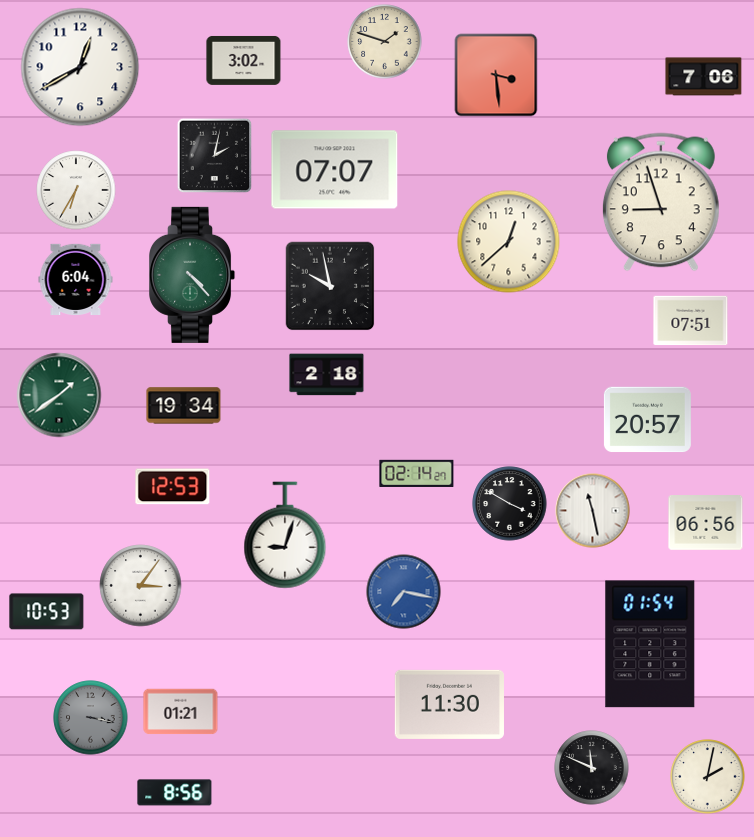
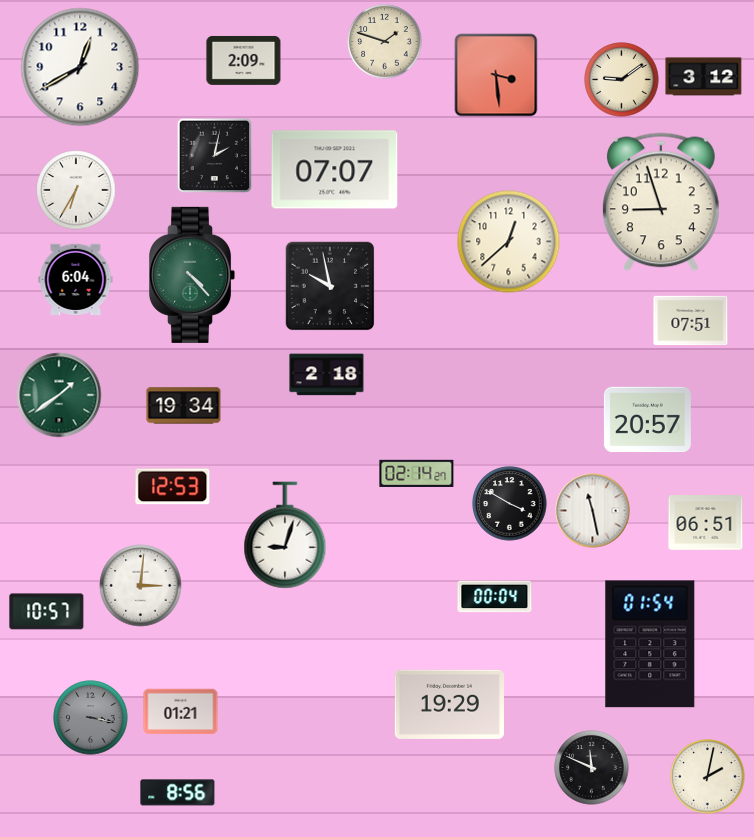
clock at (244, 60): 3:02 -> 2:09
clock at (704, 77): 7:06 -> 3:12
clock at (622, 80): none -> 9:09
clock at (706, 523): 06:56 -> 06:51
clock at (141, 586): 3:06 -> 3:01
clock at (404, 592): 7:17 -> none
clock at (495, 597): none -> 00:04
clock at (47, 612): 10:53 -> 10:57
clock at (449, 704): 11:30 -> 19:29
clock at (175, 793) position: (175, 793) -> (178, 793)
